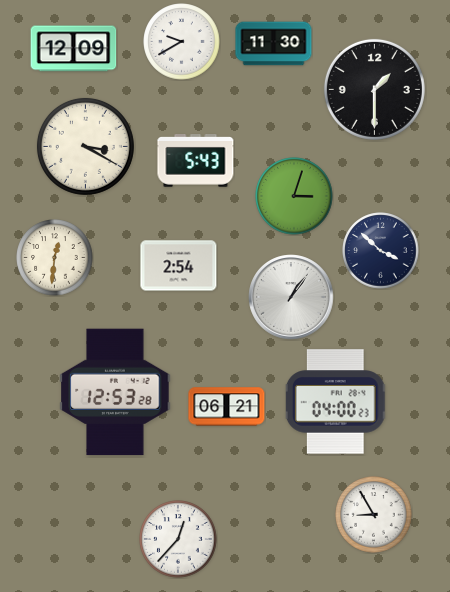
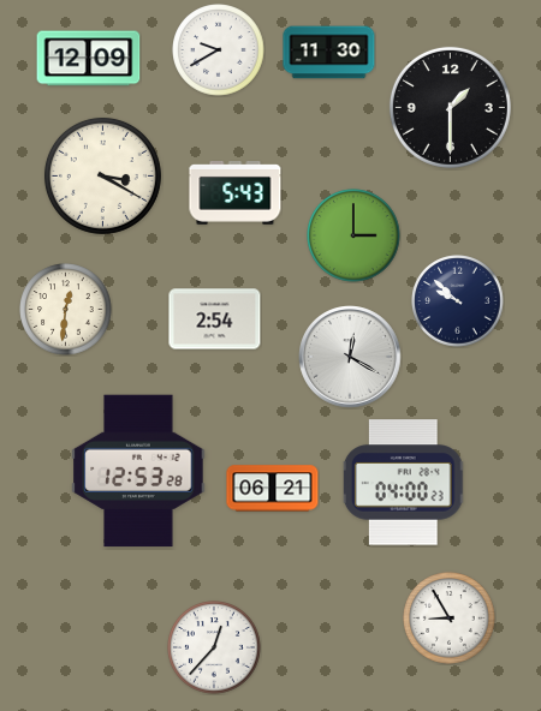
clock at (294, 196): 3:03 -> 3:00
clock at (381, 251): 3:52 -> 9:52
clock at (291, 297): 1:06 -> 12:20
